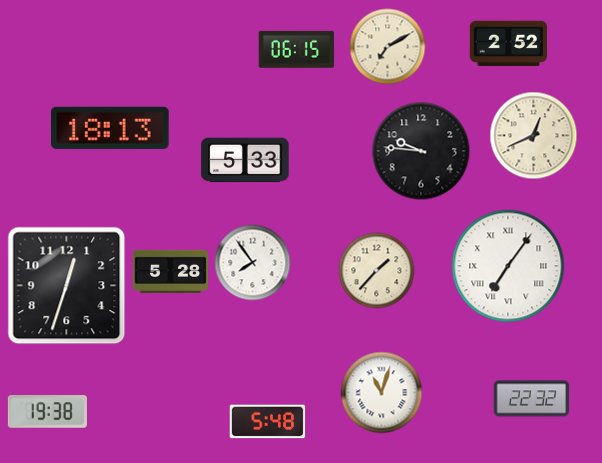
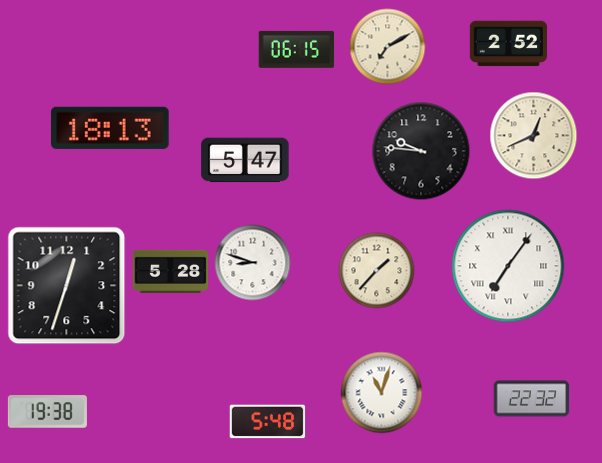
clock at (245, 160): 5:33 -> 5:47
clock at (253, 263): 7:54 -> 8:48
